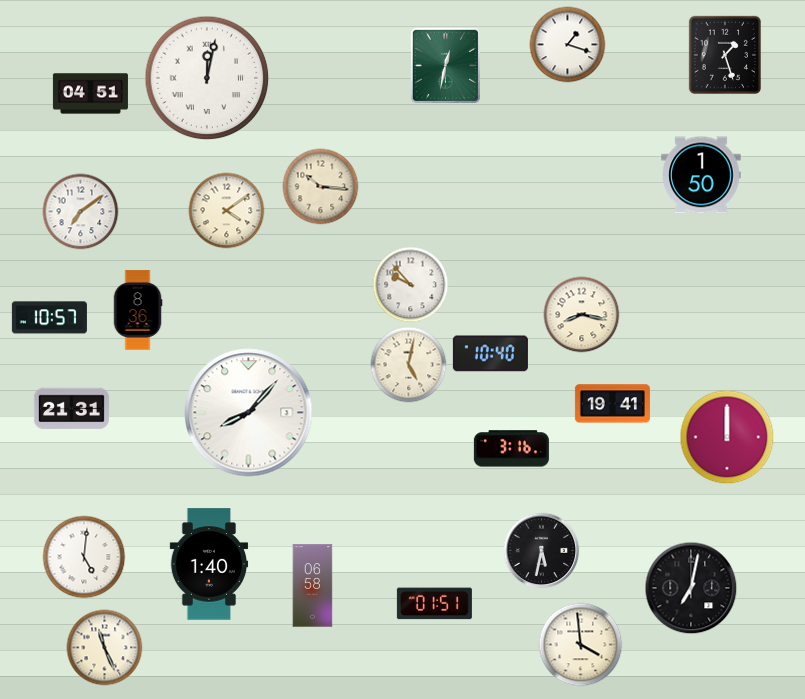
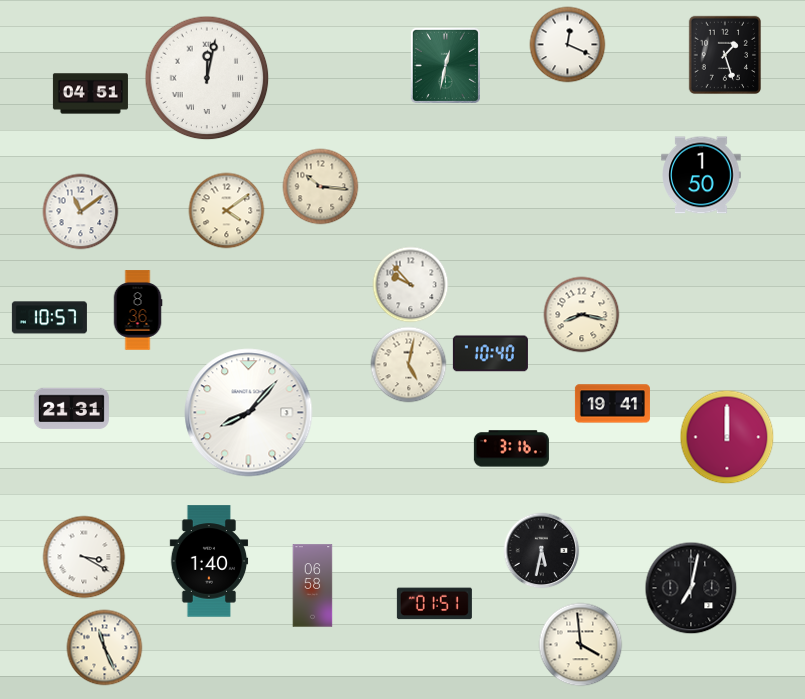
clock at (568, 45): 1:18 -> 12:19
clock at (81, 212): 7:09 -> 11:09
clock at (84, 557): 5:01 -> 3:20
clock at (209, 564) position: (209, 564) -> (209, 561)
